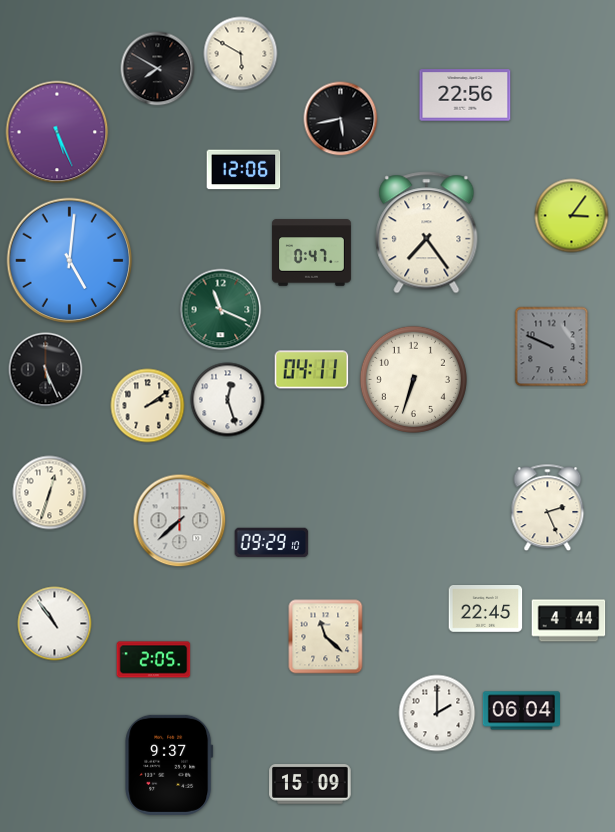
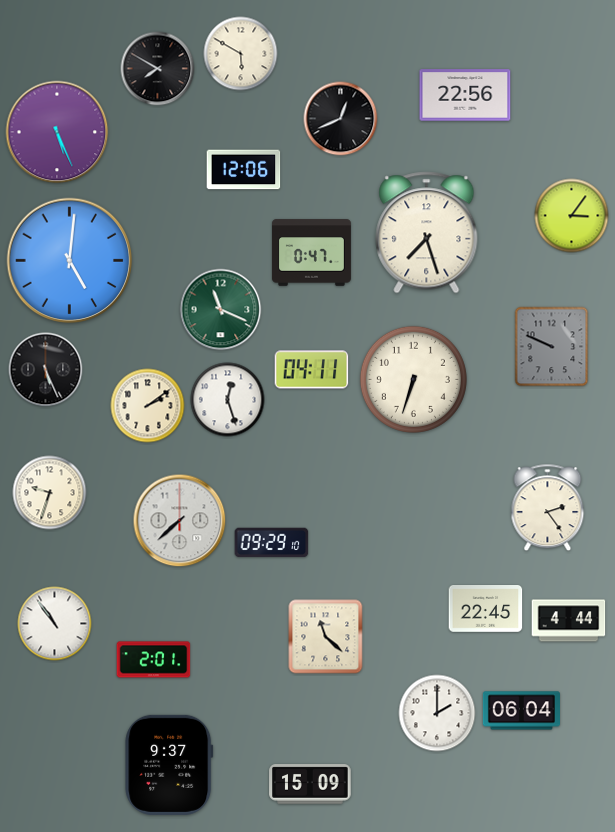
clock at (341, 119): 5:43 -> 12:41
clock at (427, 233): 7:24 -> 7:27
clock at (50, 493): 12:33 -> 9:33
clock at (548, 508): 2:26 -> 2:24
clock at (154, 660): 2:05 -> 2:01
